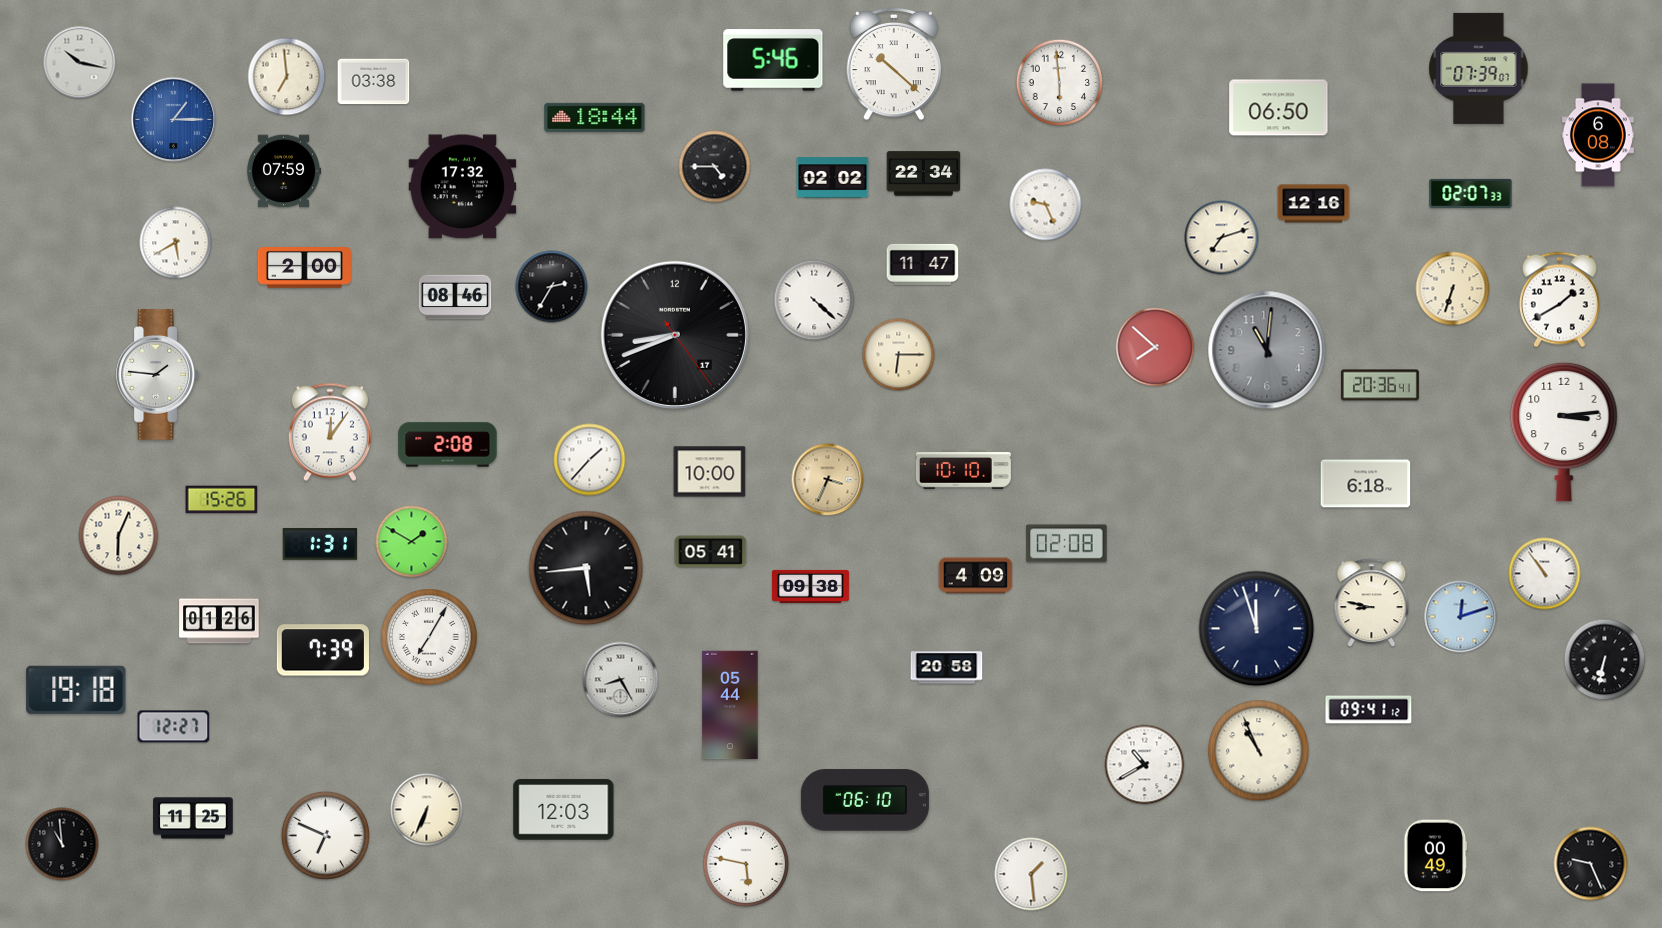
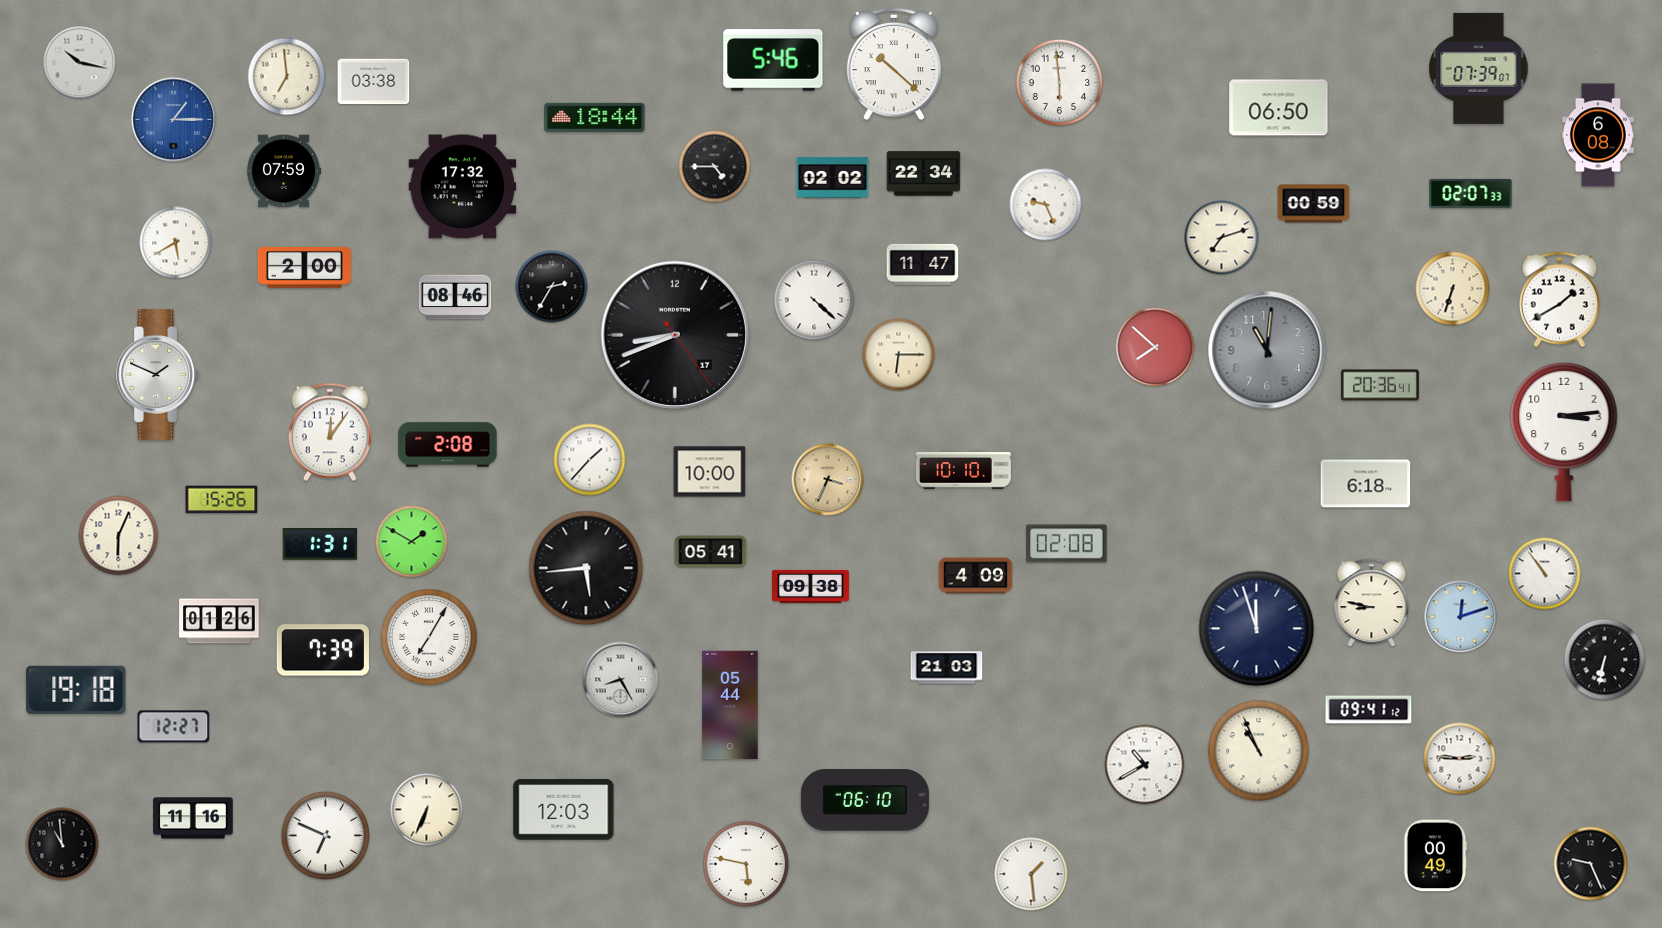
clock at (1314, 204): 12:16 -> 00:59
clock at (158, 375): 1:46 -> 1:49
clock at (947, 668): 20:58 -> 21:03
clock at (1460, 759): none -> 2:46
clock at (193, 818): 11:25 -> 11:16
